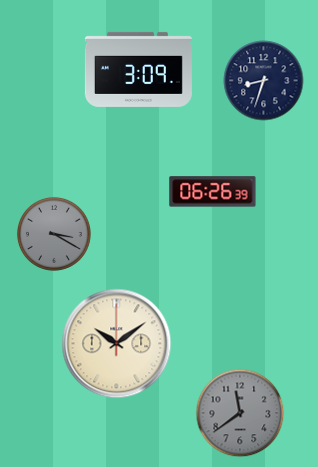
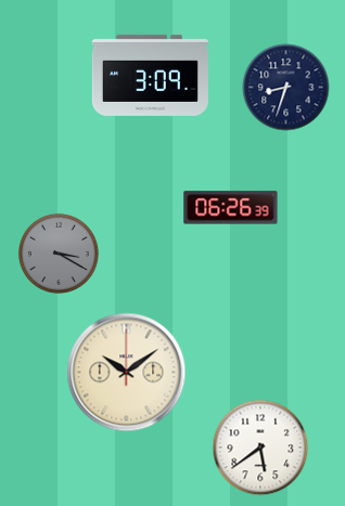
clock at (240, 413): 11:39 -> 5:39
clock at (240, 413) dial: grey -> white
